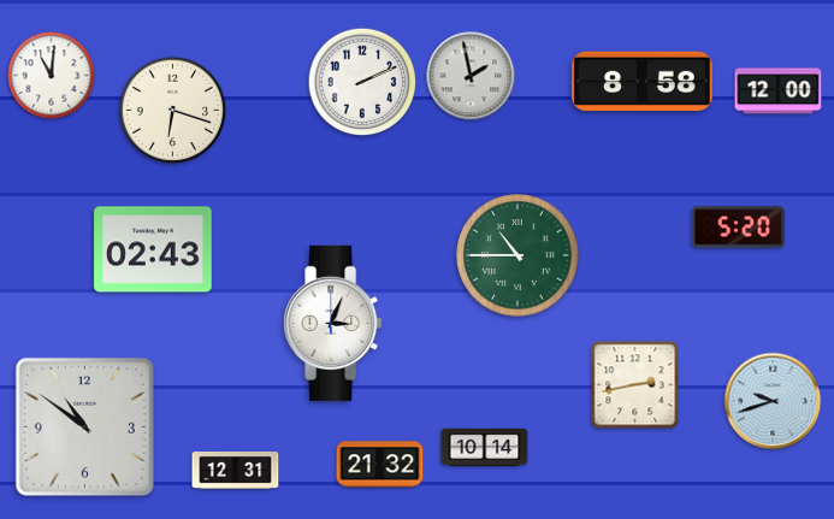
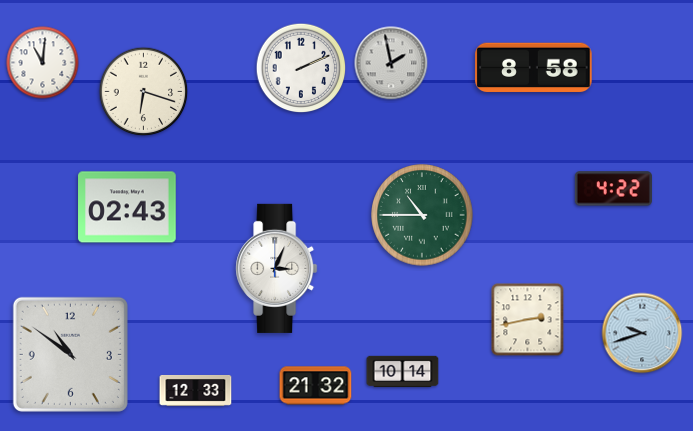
clock at (779, 92): 12:00 -> none
clock at (738, 228): 5:20 -> 4:22
clock at (517, 255) position: (517, 255) -> (422, 215)
clock at (236, 470): 12:31 -> 12:33
